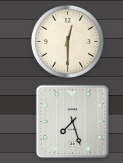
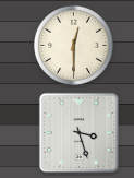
clock at (72, 121): 7:27 -> 3:27
